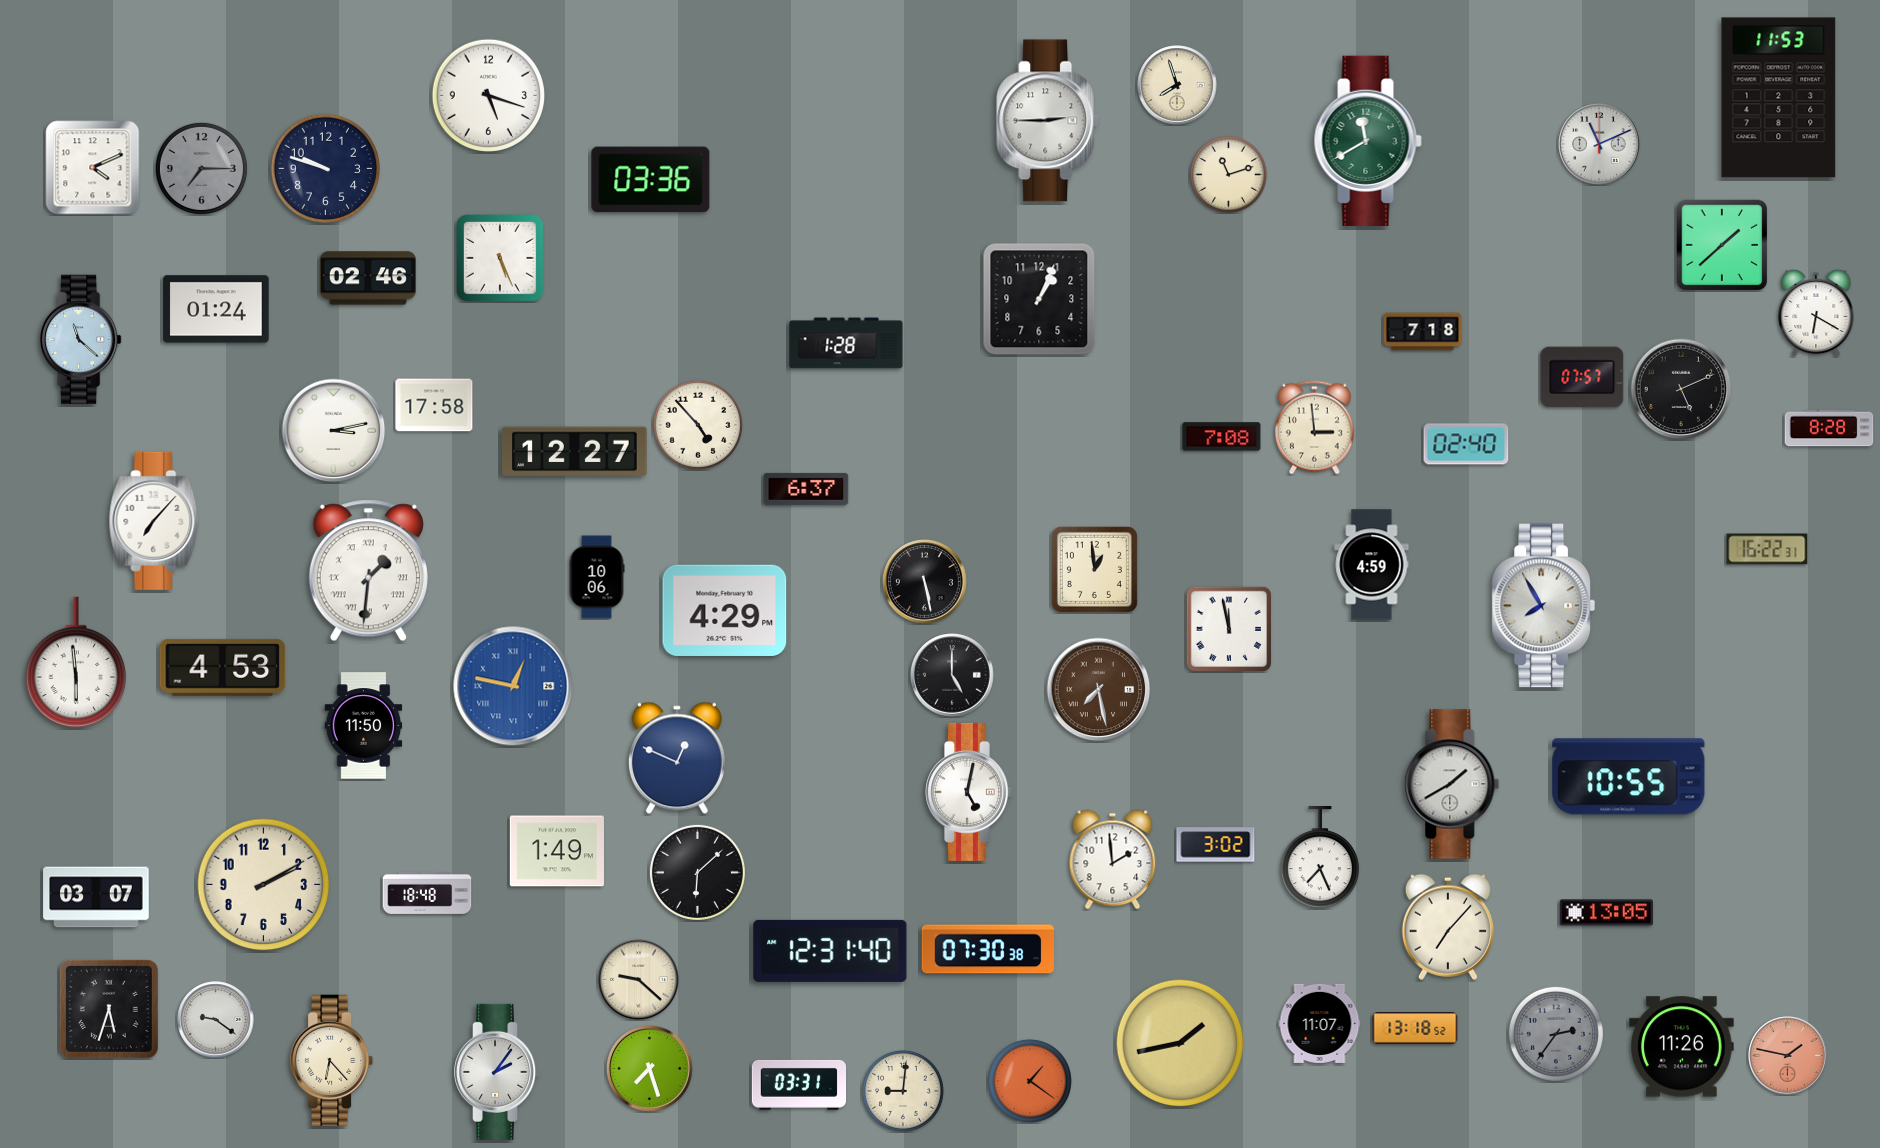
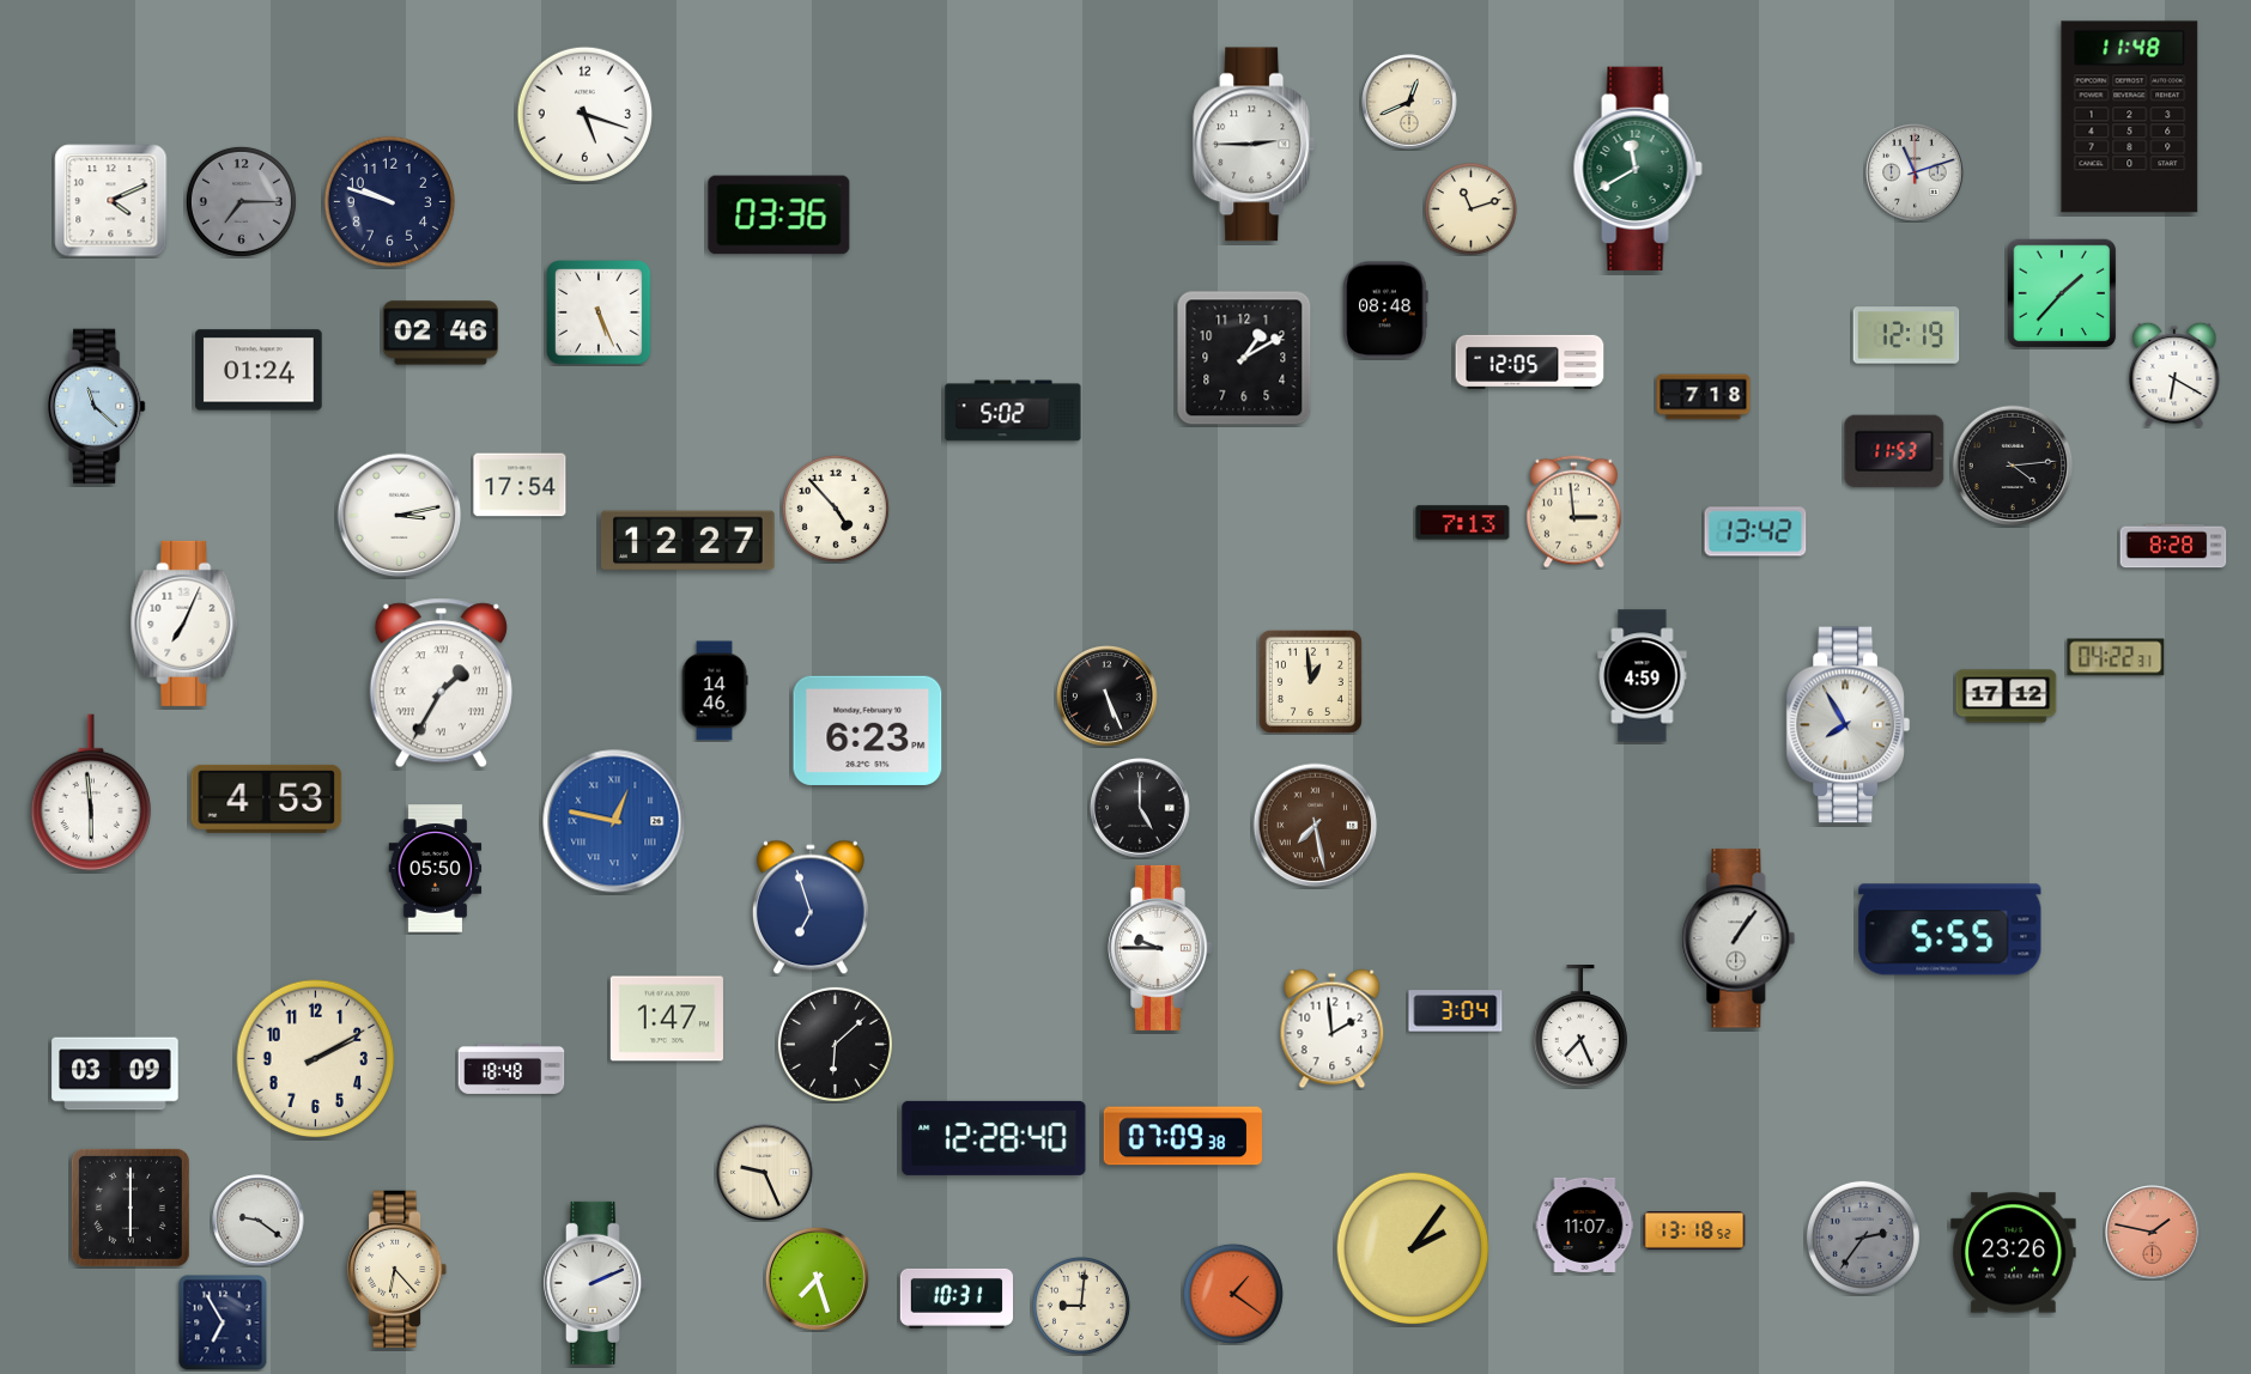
clock at (1177, 85): 7:57 -> 12:41
clock at (1779, 98): 11:53 -> 11:48
clock at (1599, 144): 11:11 -> 11:12
clock at (1722, 245): 1:38 -> 1:37
clock at (500, 258) position: (500, 258) -> (599, 312)
clock at (1385, 310): none -> 08:48
clock at (1906, 335): none -> 12:19
clock at (1039, 299): 1:04 -> 1:10
clock at (1530, 361): none -> 12:05
clock at (846, 343): 1:28 -> 5:02
clock at (1582, 377): 07:57 -> 11:53
clock at (1681, 389): 5:11 -> 4:14
clock at (434, 405): 17:58 -> 17:54
clock at (1829, 428) position: (1829, 428) -> (2173, 546)
clock at (1222, 437): 7:08 -> 7:13
clock at (1466, 444): 02:40 -> 13:42
clock at (806, 489): 6:37 -> none
clock at (154, 521): 7:07 -> 7:04
clock at (1767, 549): 16:22 -> 04:22
clock at (368, 571): 1:31 -> 1:35
clock at (597, 577): 10:06 -> 14:46
clock at (925, 582): 5:28 -> 5:26
clock at (2007, 697): none -> 17:12
clock at (725, 610): 4:29 -> 6:23
clock at (1228, 628): 11:58 -> none
clock at (364, 726): 11:50 -> 05:50
clock at (677, 758): 12:49 -> 6:57
clock at (1629, 777): 10:55 -> 5:55
clock at (1452, 784): 1:40 -> 1:06
clock at (970, 792): 5:02 -> 9:45
clock at (1216, 845): 3:02 -> 3:04
clock at (557, 851): 1:49 -> 1:47
clock at (96, 897): 03:07 -> 03:09
clock at (1606, 913): 13:05 -> none
clock at (1448, 927): 7:07 -> none
clock at (987, 949): 07:30 -> 07:09
clock at (830, 951): 12:31 -> 12:28
clock at (639, 980): 9:22 -> 9:26
clock at (109, 1009): 5:33 -> 6:00
clock at (1320, 1023) position: (1320, 1023) -> (1585, 1224)
clock at (1180, 1043): 1:43 -> 2:06
clock at (1682, 1047): 11:26 -> 23:26
clock at (1788, 1056) position: (1788, 1056) -> (2153, 1233)
clock at (649, 1068) position: (649, 1068) -> (817, 1278)
clock at (498, 1072): 2:06 -> 2:11
clock at (798, 1085): 03:31 -> 10:31
clock at (223, 1323): none -> 6:55
